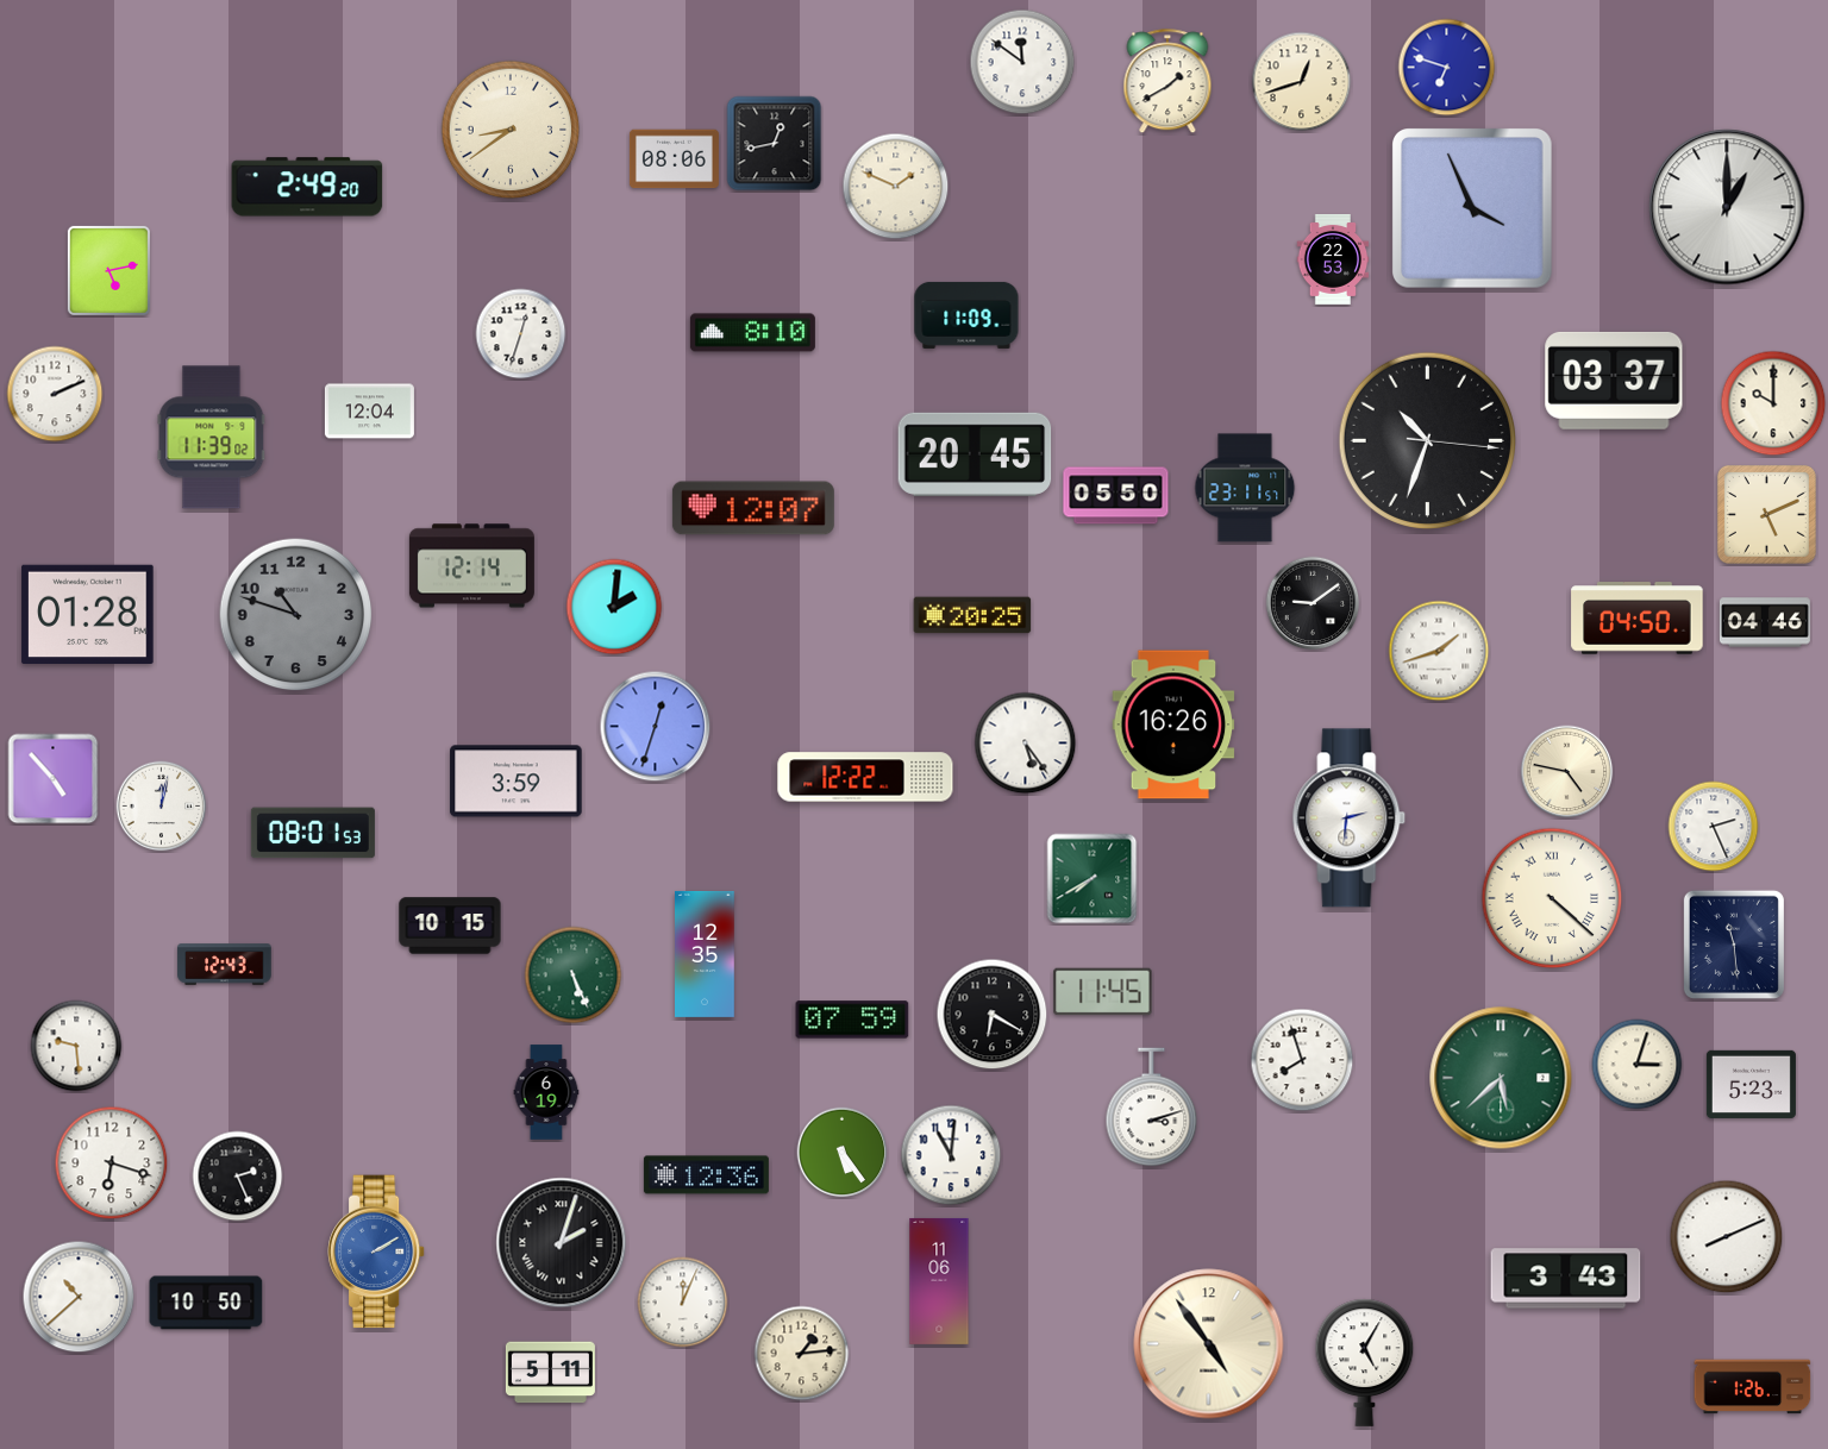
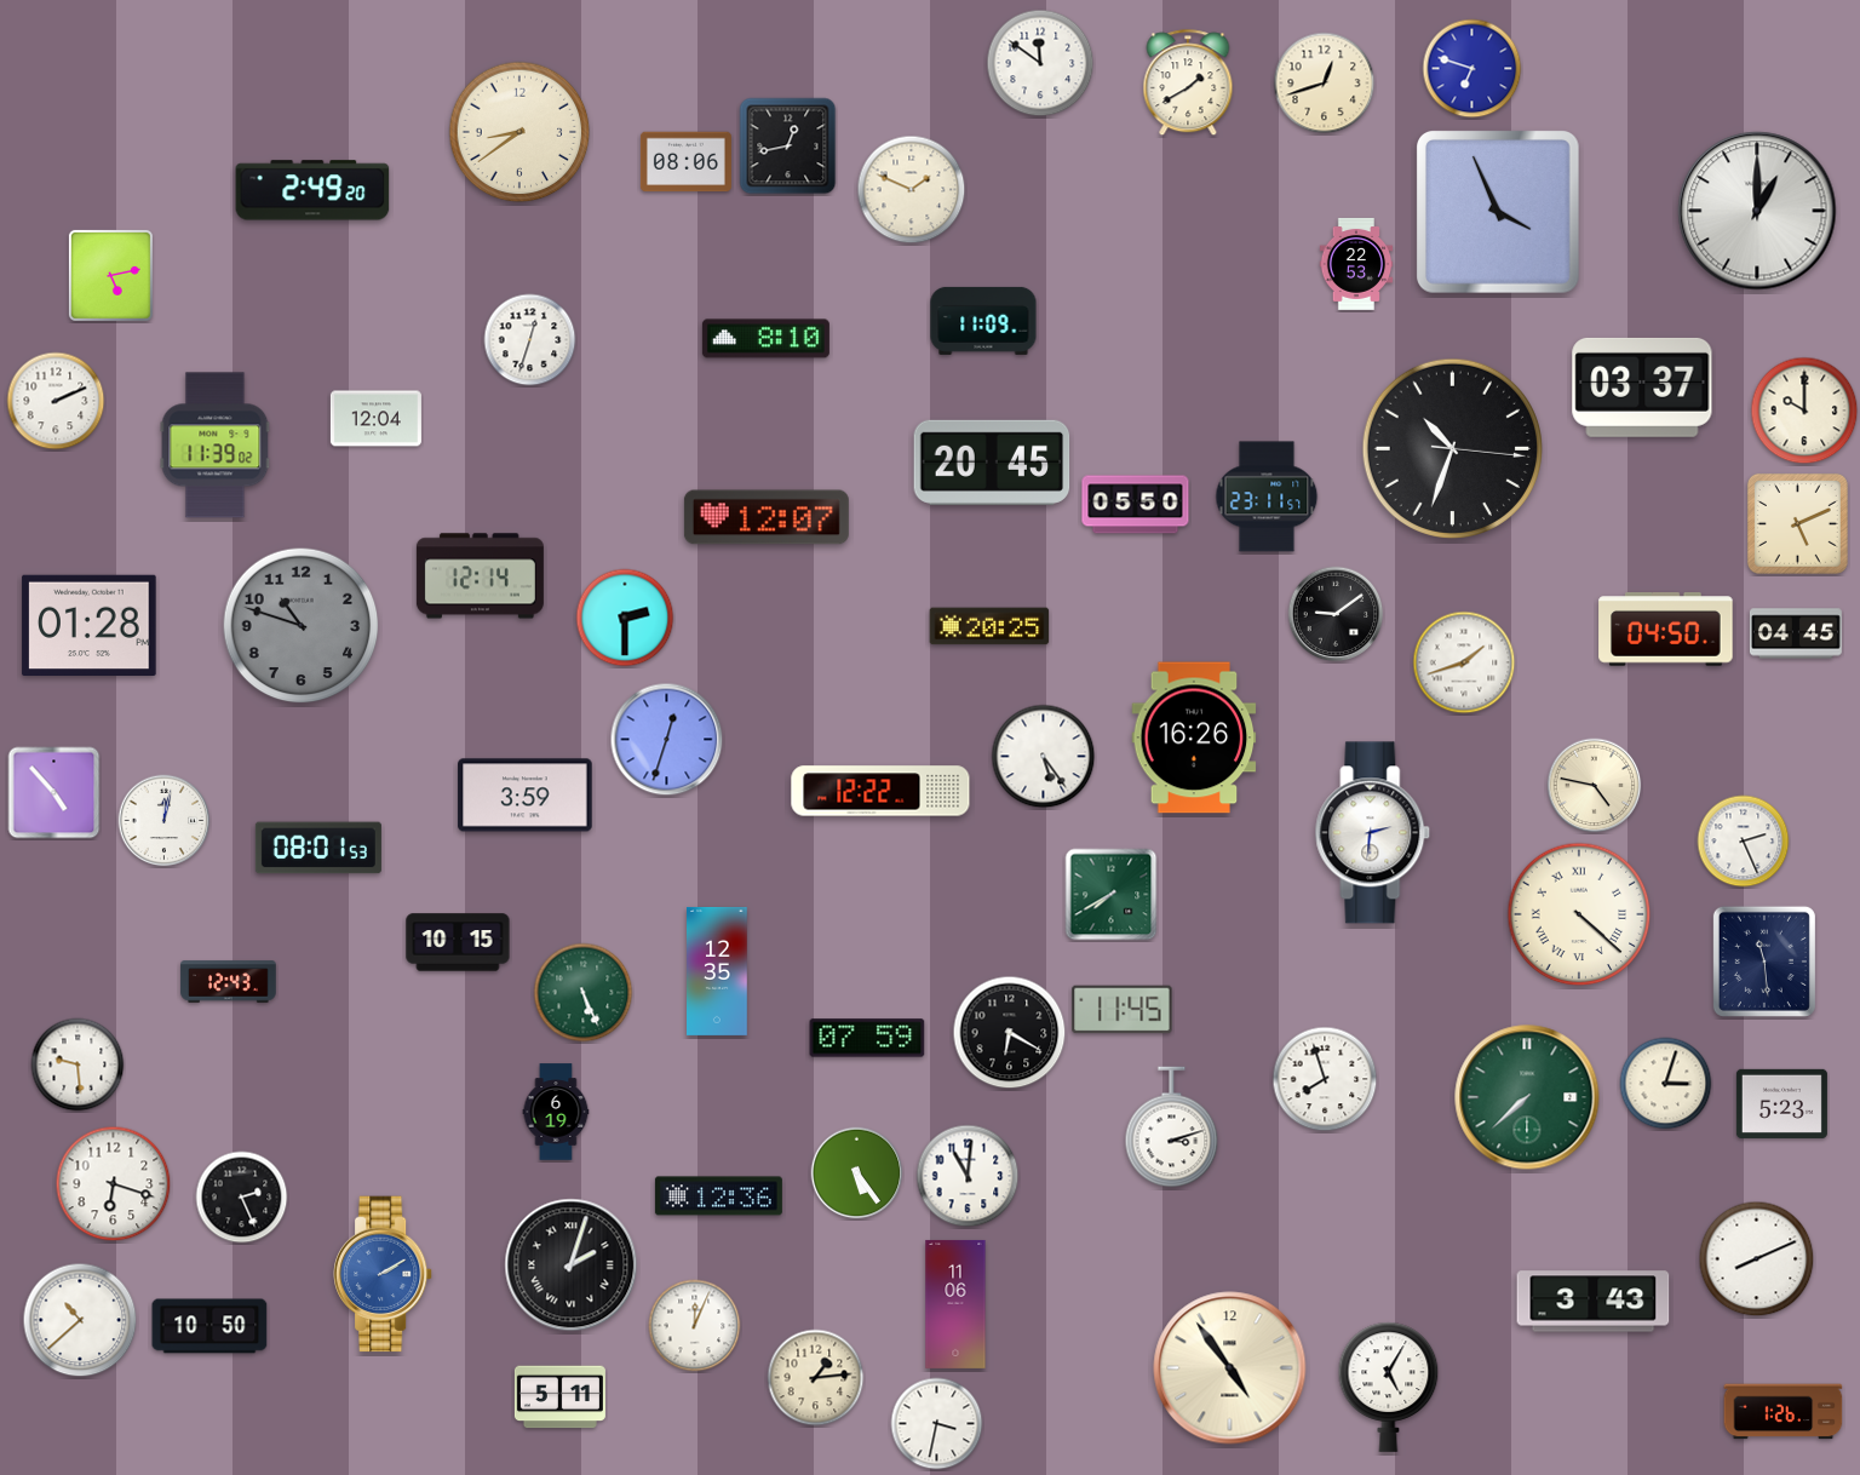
clock at (614, 607): 2:01 -> 2:30
clock at (1765, 622): 04:46 -> 04:45
clock at (1501, 1078): 5:38 -> 7:38
clock at (937, 1424): none -> 3:32
